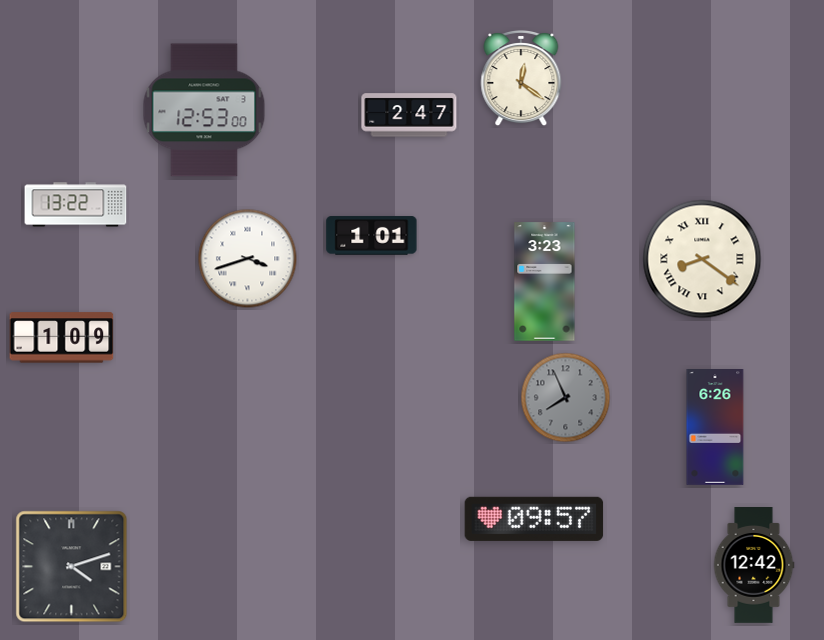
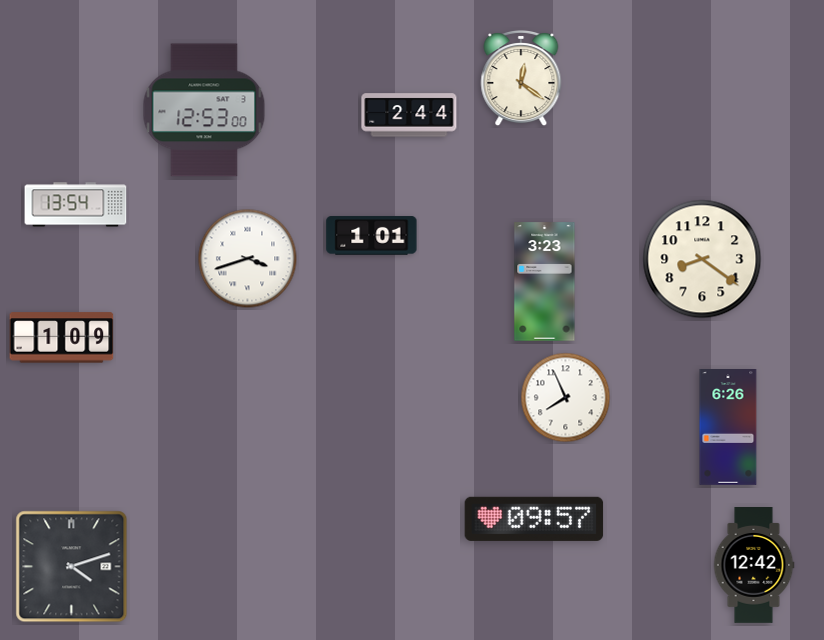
clock at (409, 115): 2:47 -> 2:44
clock at (76, 205): 13:22 -> 13:54
clock at (702, 259) numerals: Roman -> Arabic
clock at (566, 398) dial: grey -> white
clock at (715, 428) position: (715, 428) -> (728, 428)
